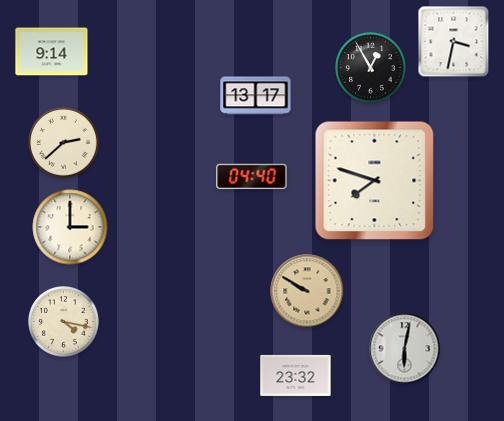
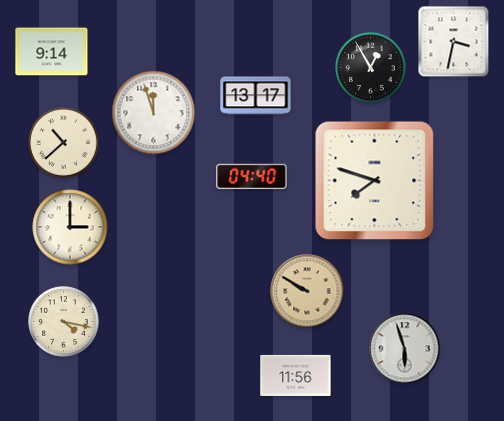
clock at (154, 113): none -> 11:57
clock at (64, 143): 2:38 -> 10:38
clock at (405, 349): 6:02 -> 5:57
clock at (296, 375): 23:32 -> 11:56
